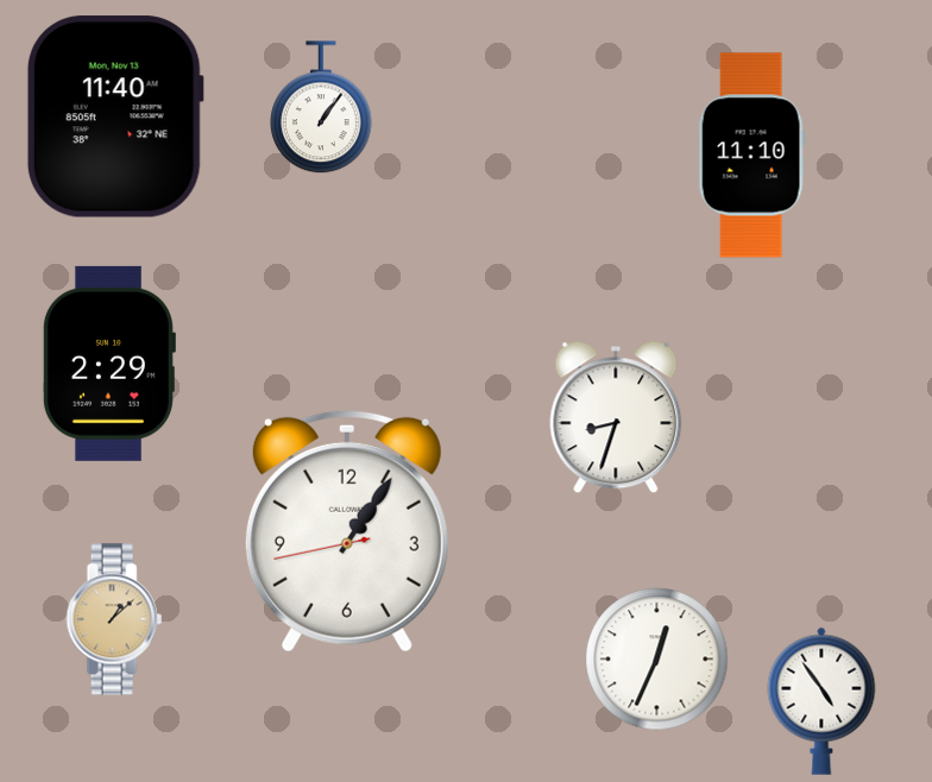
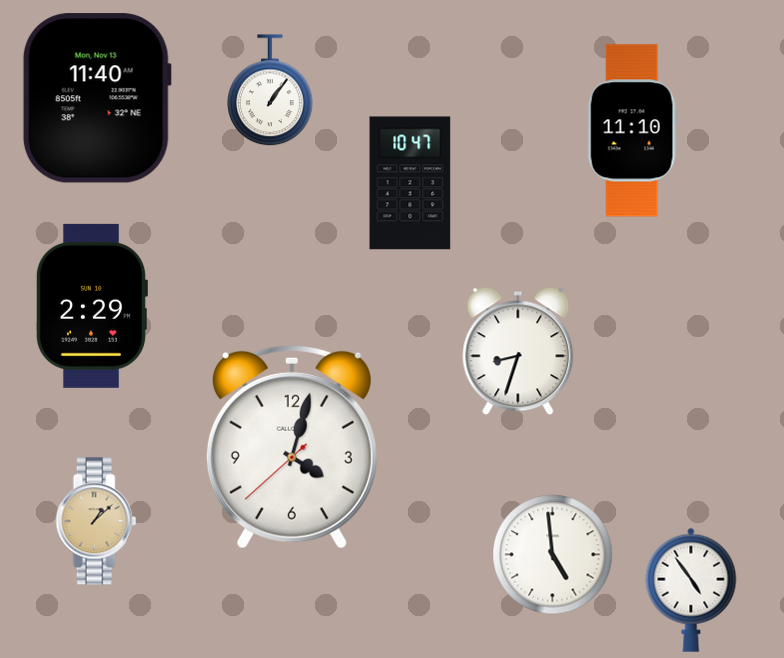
clock at (410, 183): none -> 10:47
clock at (347, 531): 1:05 -> 4:02
clock at (657, 660): 12:34 -> 4:59
